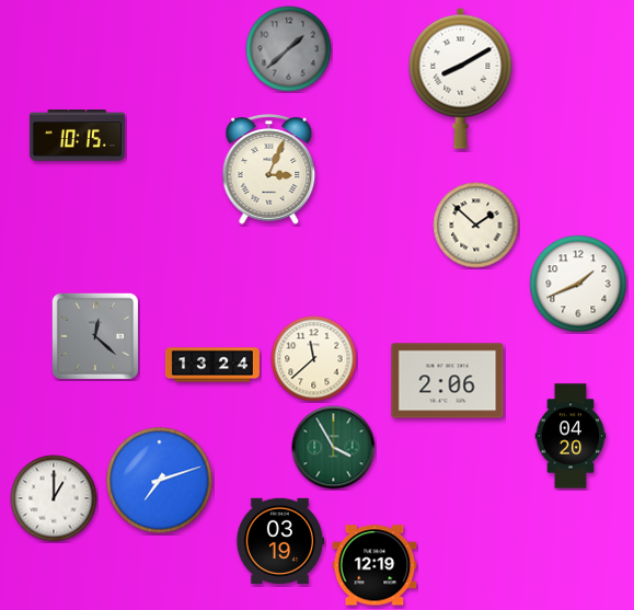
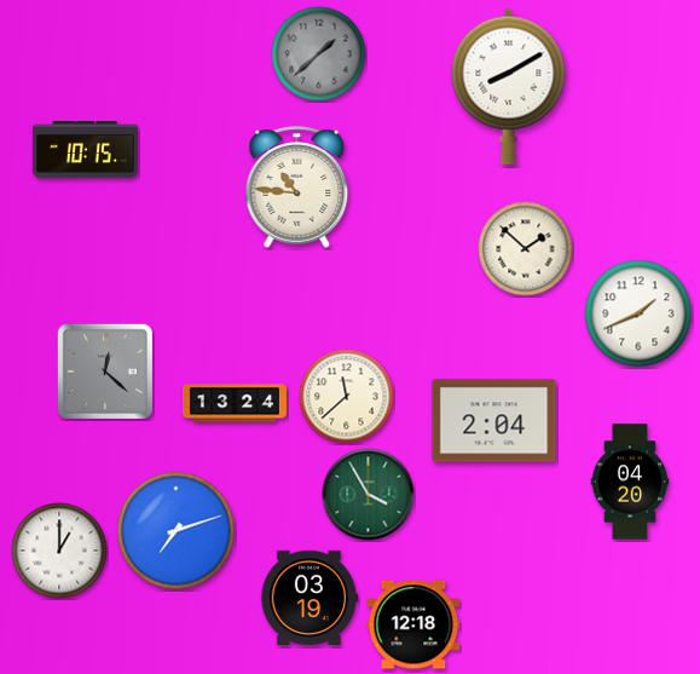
clock at (269, 170): 3:04 -> 10:46
clock at (448, 381): 2:06 -> 2:04
clock at (374, 565): 12:19 -> 12:18
